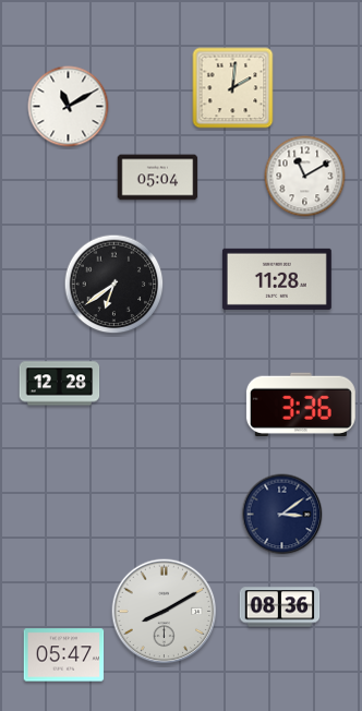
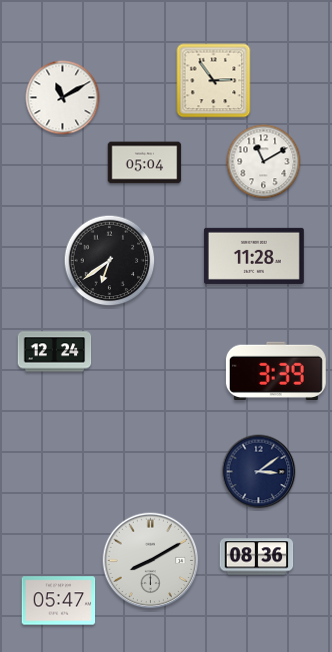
clock at (233, 88): 2:01 -> 2:54
clock at (305, 177) position: (305, 177) -> (264, 162)
clock at (114, 285) position: (114, 285) -> (110, 261)
clock at (60, 384): 12:28 -> 12:24
clock at (301, 403): 3:36 -> 3:39
